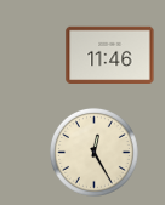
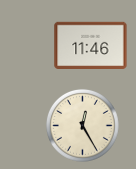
clock at (93, 152) position: (93, 152) -> (82, 125)
